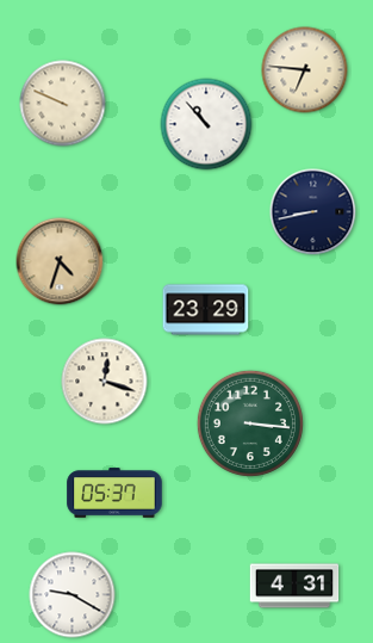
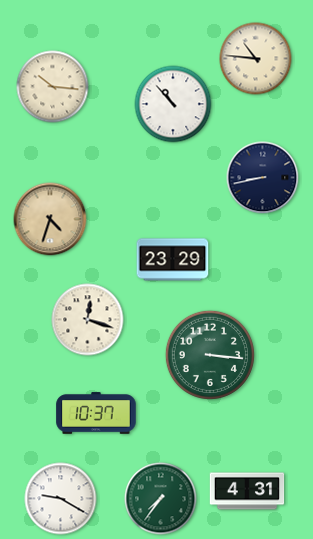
clock at (305, 70): 6:46 -> 10:46
clock at (63, 104): 9:49 -> 10:16
clock at (114, 493): 05:37 -> 10:37
clock at (161, 499): none -> 7:36
